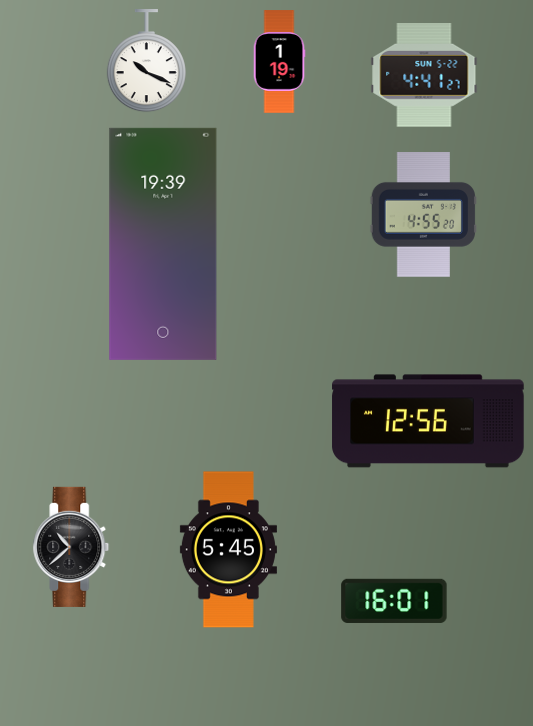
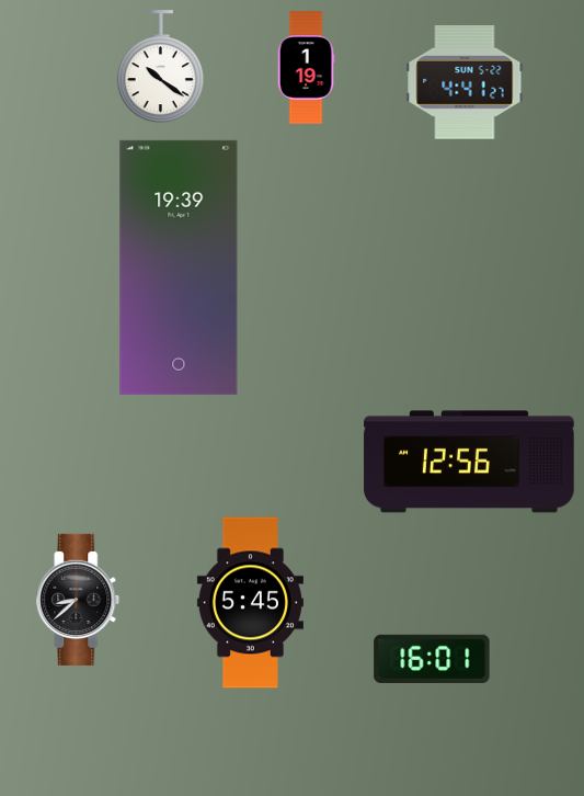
clock at (146, 61): 10:19 -> 10:21
clock at (423, 215): 4:55 -> none
clock at (71, 547): 10:38 -> 8:38
